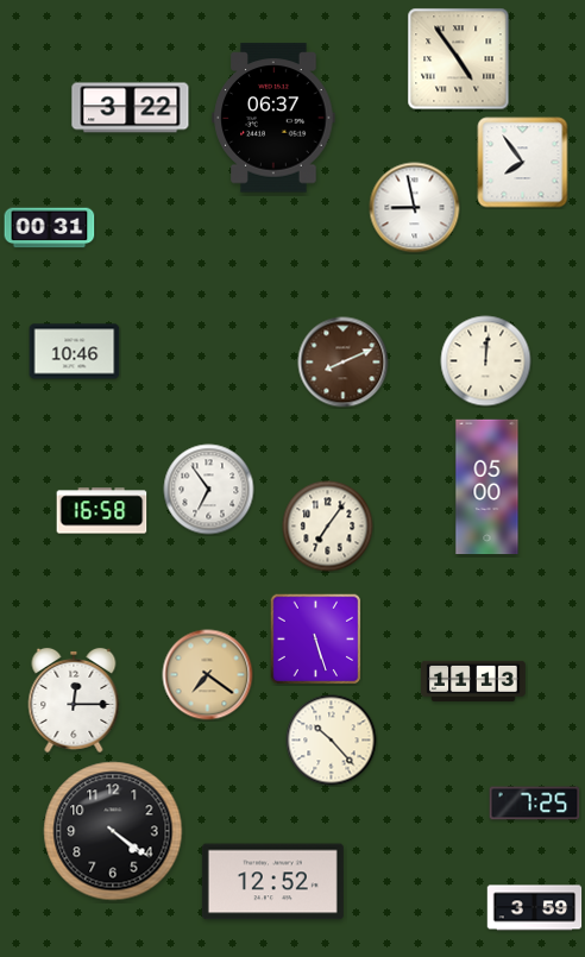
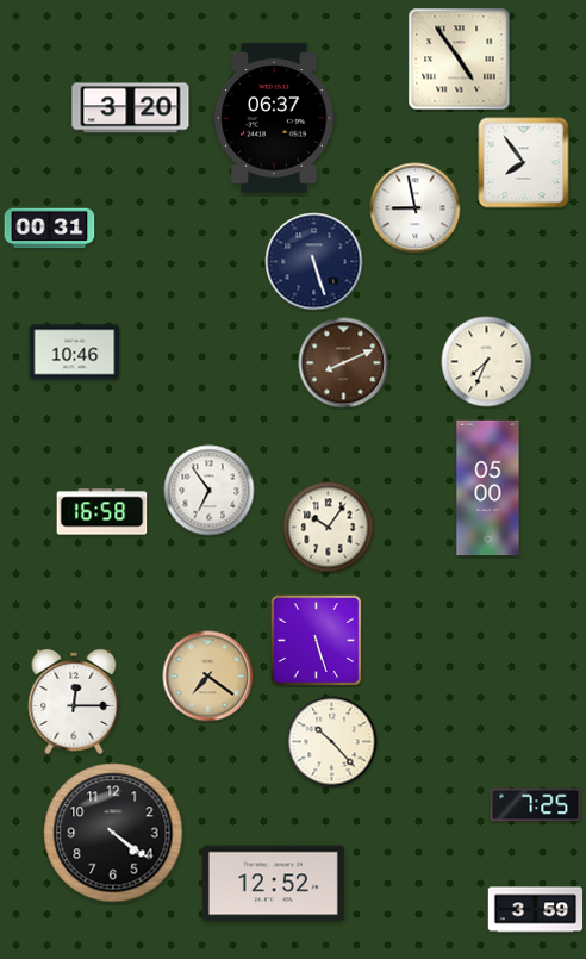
clock at (131, 108): 3:22 -> 3:20
clock at (314, 262): none -> 5:27
clock at (486, 361): 12:01 -> 7:34
clock at (328, 527): 7:06 -> 10:06
clock at (473, 680): 11:13 -> none
